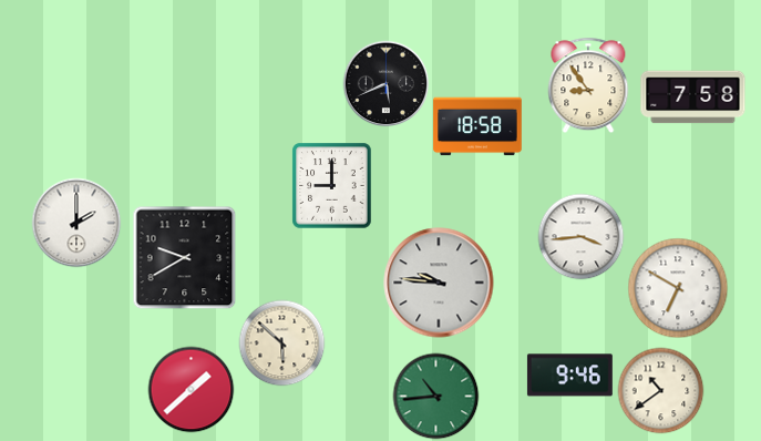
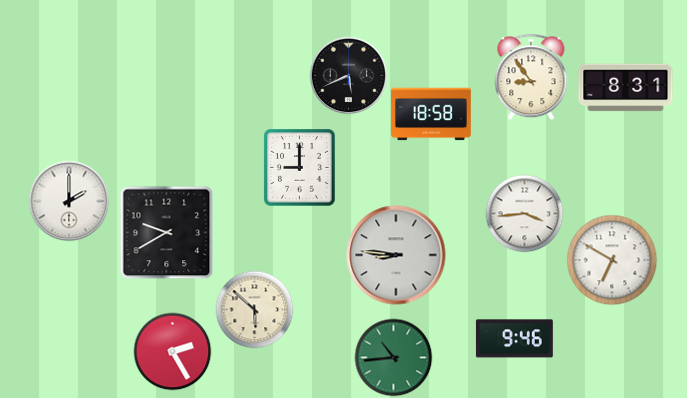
clock at (693, 98): 7:58 -> 8:31
clock at (439, 283): 9:46 -> 8:46
clock at (191, 389): 1:38 -> 2:25
clock at (660, 390): 10:39 -> none
